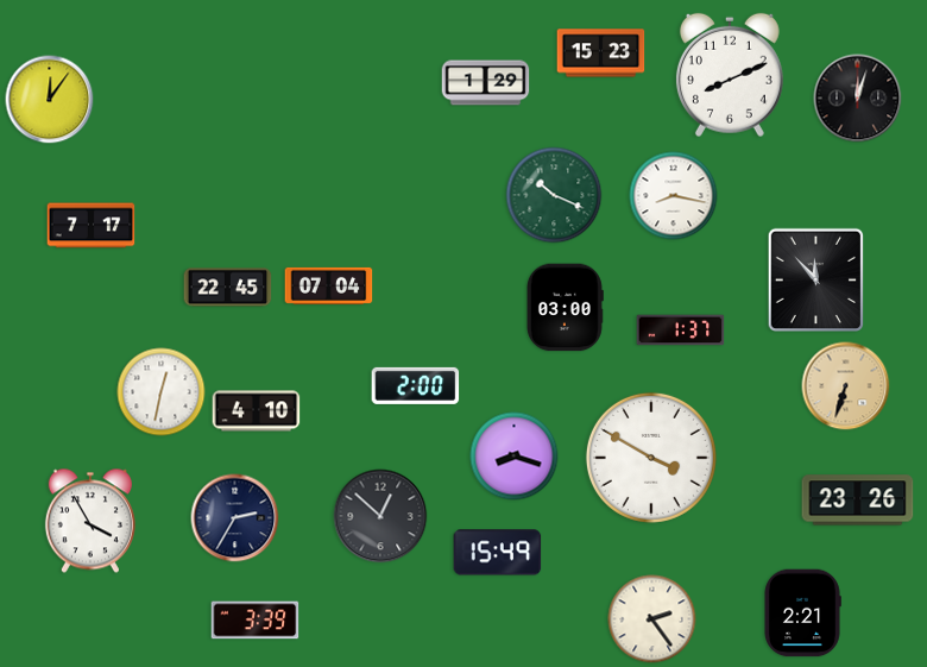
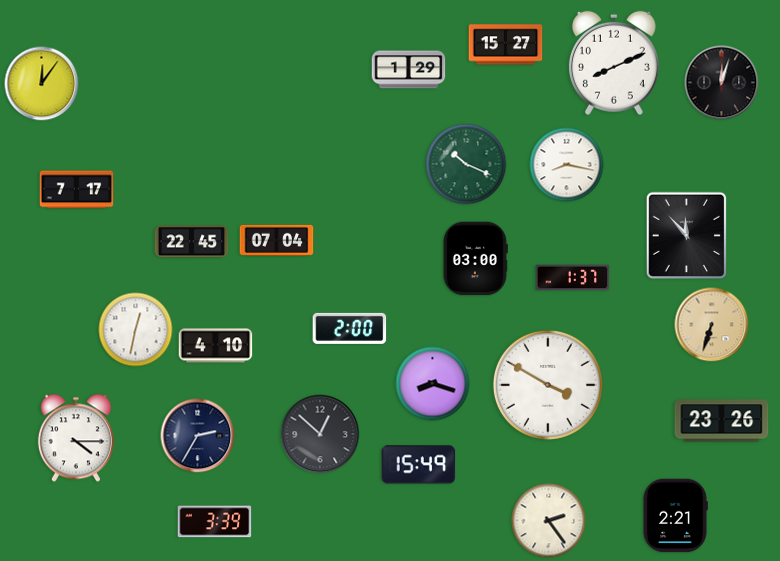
clock at (601, 54): 15:23 -> 15:27
clock at (416, 385) position: (416, 385) -> (350, 328)
clock at (90, 521): 3:55 -> 4:15
